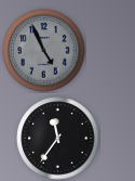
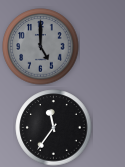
clock at (44, 51): 4:56 -> 5:00
